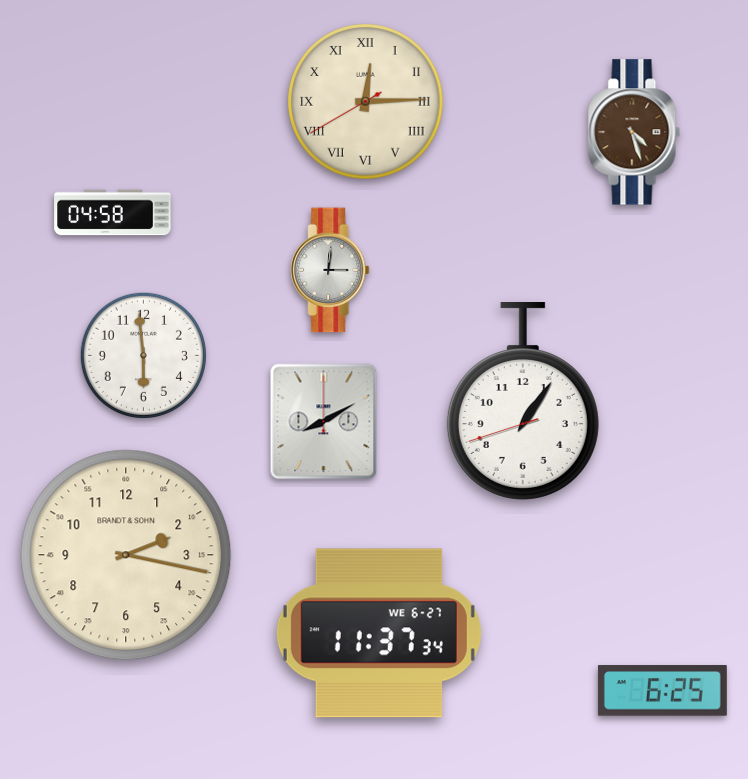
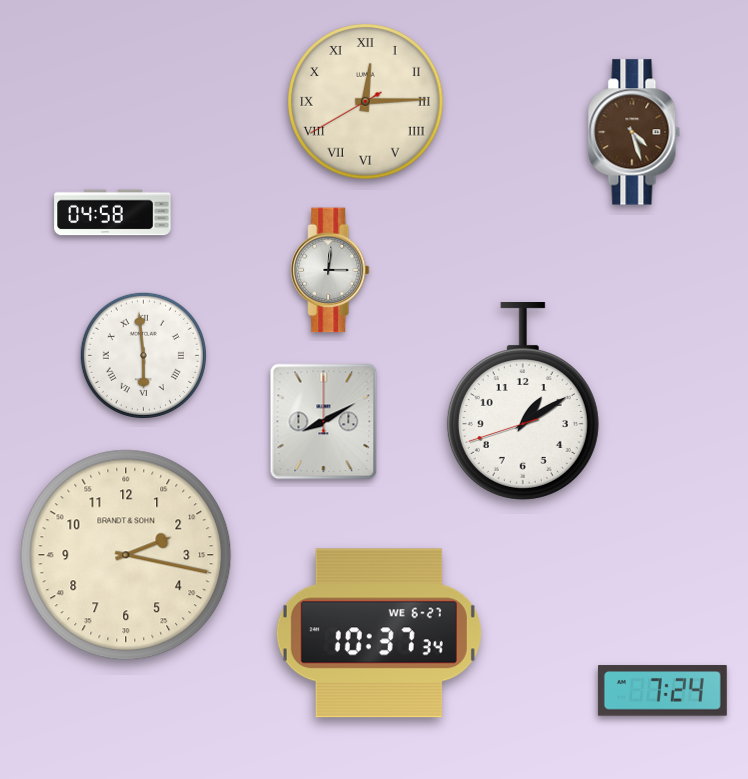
clock at (143, 355) numerals: Arabic -> Roman
clock at (523, 402): 1:05 -> 1:09
clock at (379, 633): 11:37 -> 10:37
clock at (662, 691): 6:25 -> 7:24
